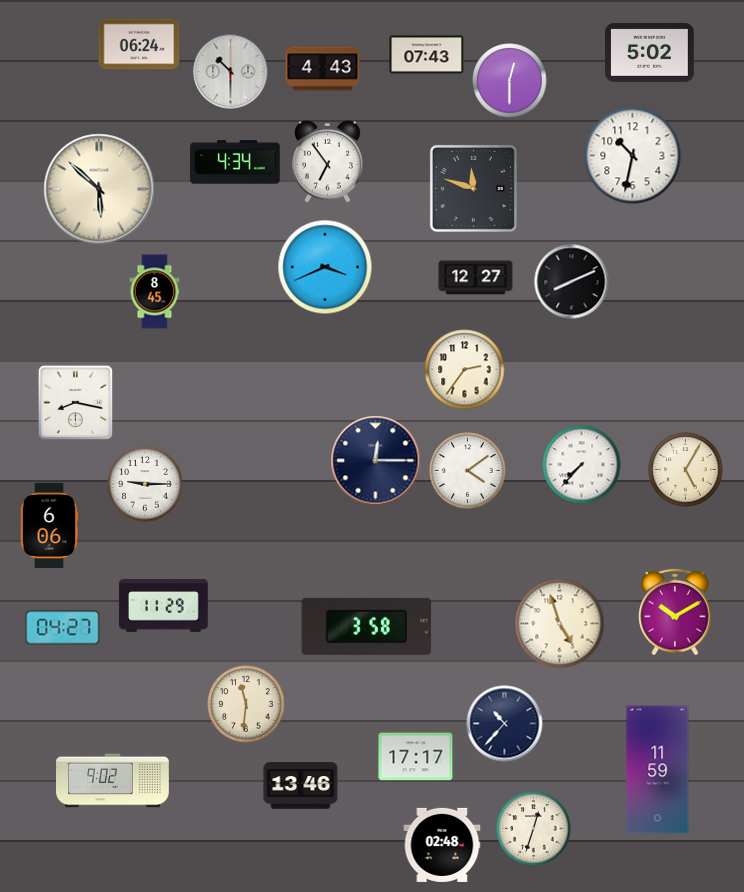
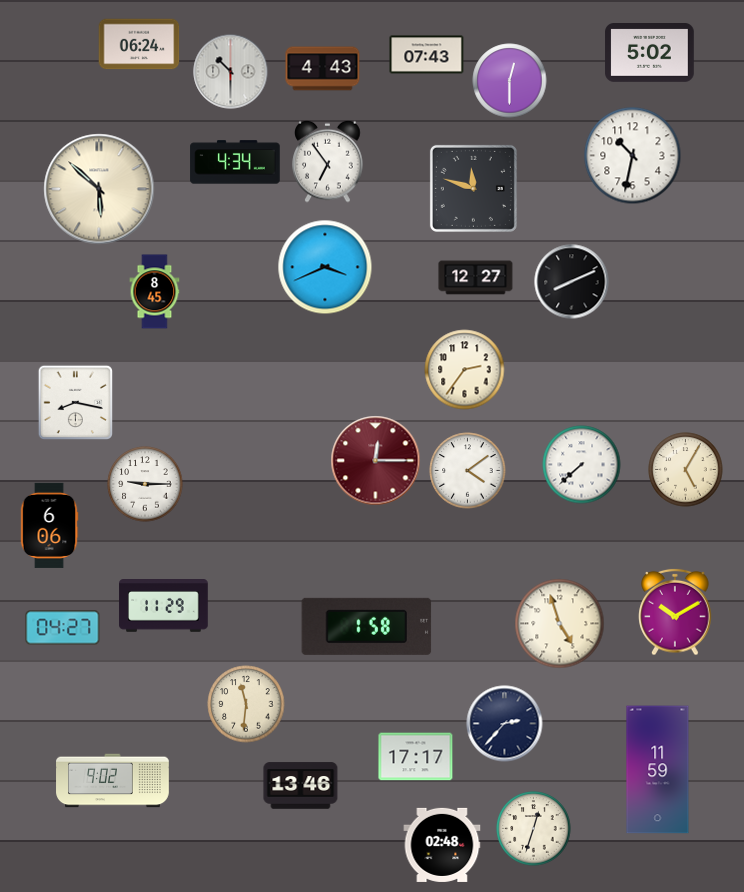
clock at (376, 461) dial: navy -> burgundy
clock at (582, 465): 7:37 -> 7:38
clock at (367, 626): 3:58 -> 1:58
clock at (505, 724): 10:37 -> 2:37
